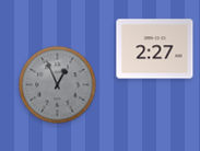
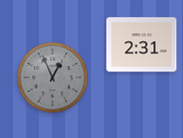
clock at (155, 49): 2:27 -> 2:31
